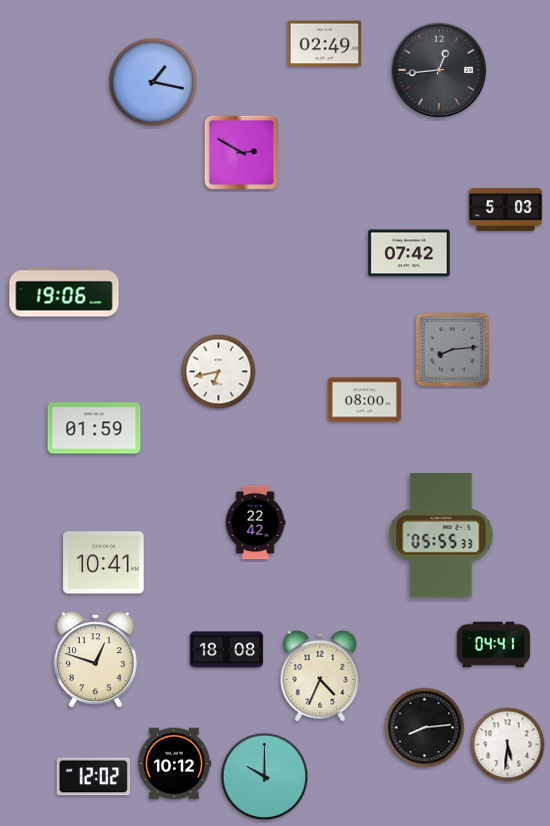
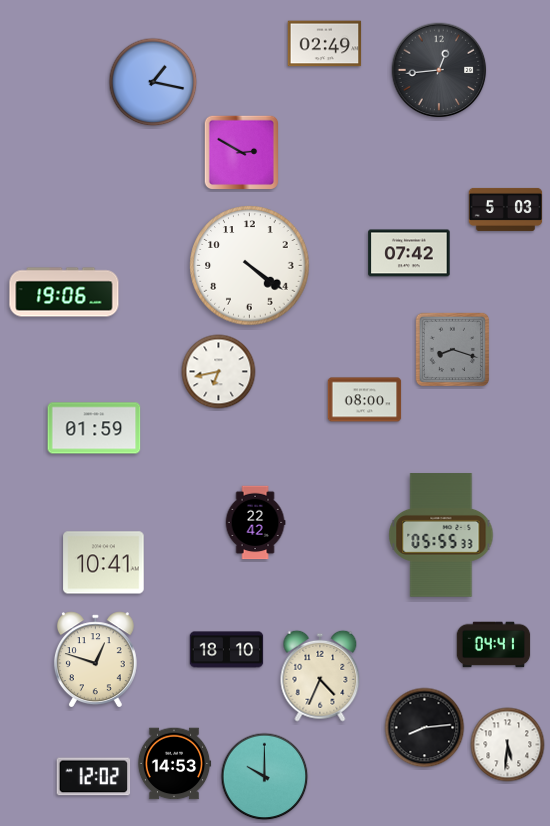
clock at (250, 266): none -> 4:21
clock at (452, 349): 8:14 -> 8:18
clock at (227, 650): 18:08 -> 18:10
clock at (174, 764): 10:12 -> 14:53
